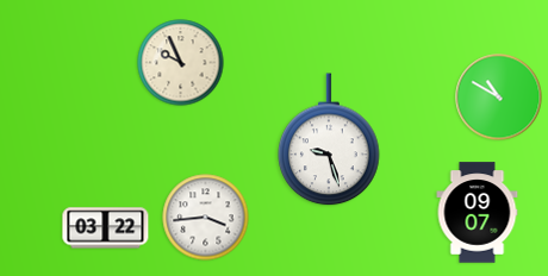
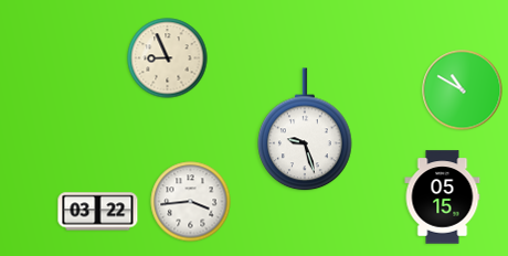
clock at (181, 63): 9:56 -> 8:56
clock at (478, 213): 09:07 -> 05:15
